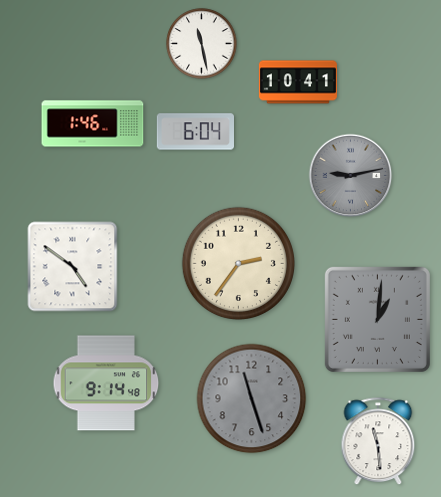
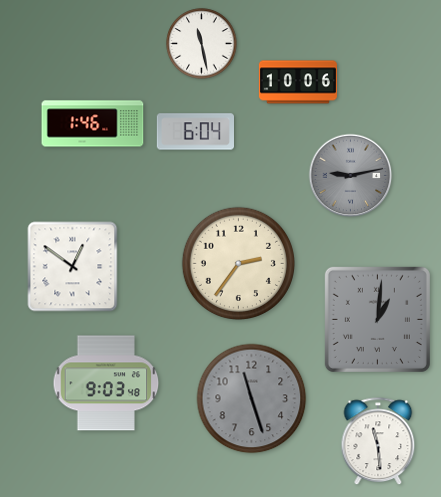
clock at (298, 82): 10:41 -> 10:06
clock at (73, 267): 4:51 -> 12:51
clock at (106, 383): 9:14 -> 9:03
